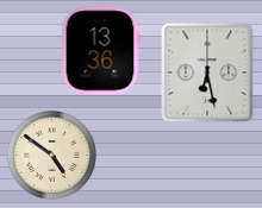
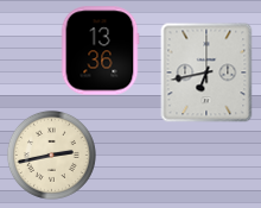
clock at (207, 73): 6:28 -> 6:43
clock at (51, 155): 4:51 -> 2:43
